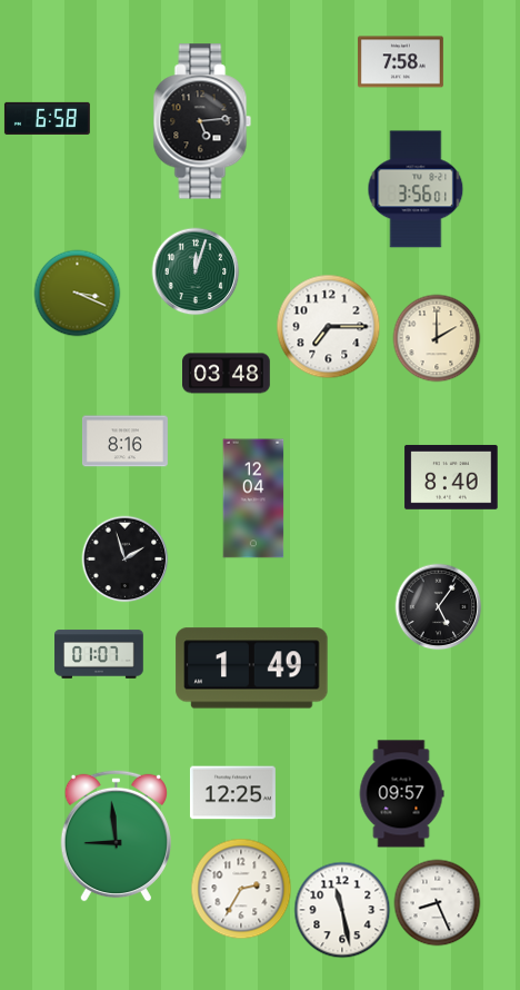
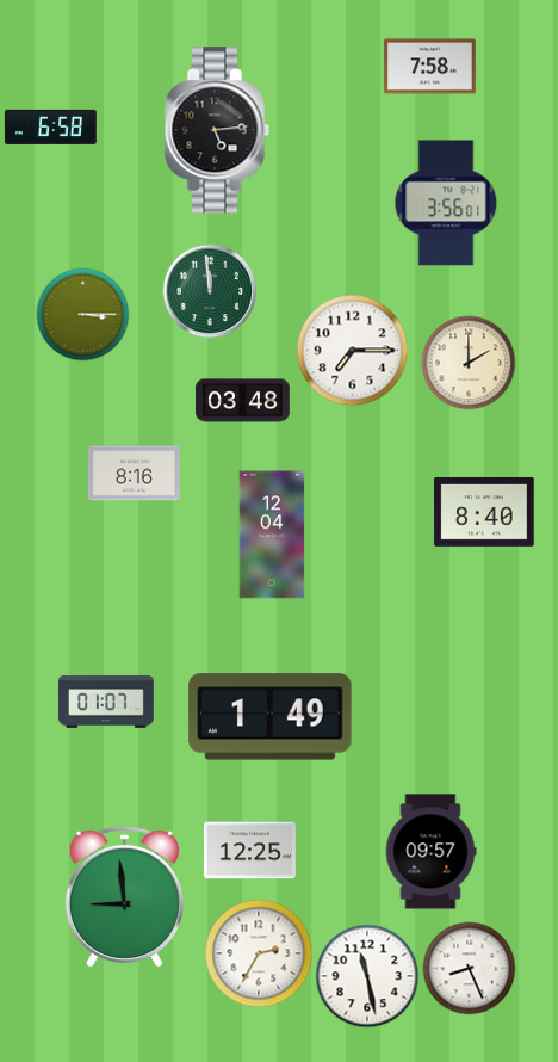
clock at (196, 271): 12:03 -> 11:59
clock at (77, 293): 3:19 -> 3:15
clock at (124, 558): 1:57 -> none
clock at (438, 606): 5:06 -> none
